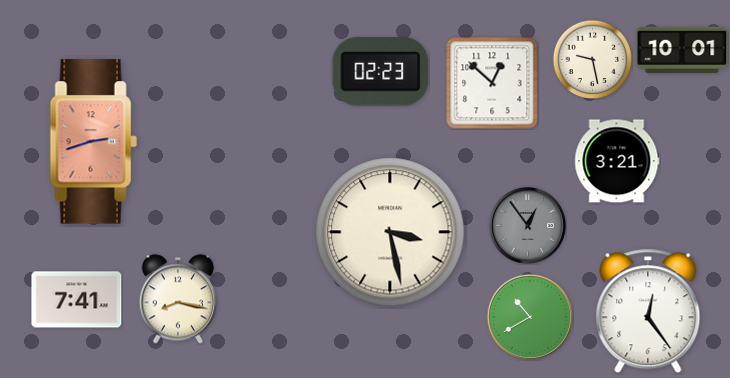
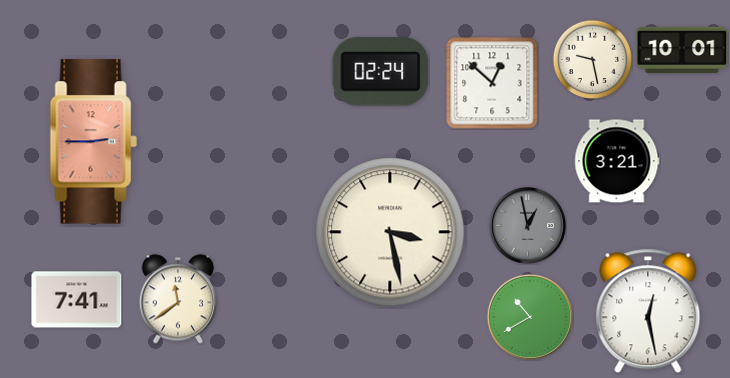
clock at (381, 72): 02:23 -> 02:24
clock at (93, 142): 2:42 -> 2:45
clock at (527, 225): 12:54 -> 12:58
clock at (178, 299): 8:17 -> 11:39
clock at (648, 311): 12:24 -> 12:28
